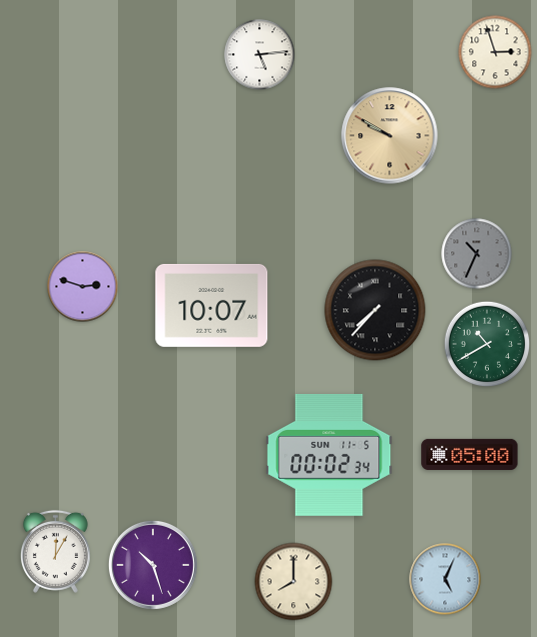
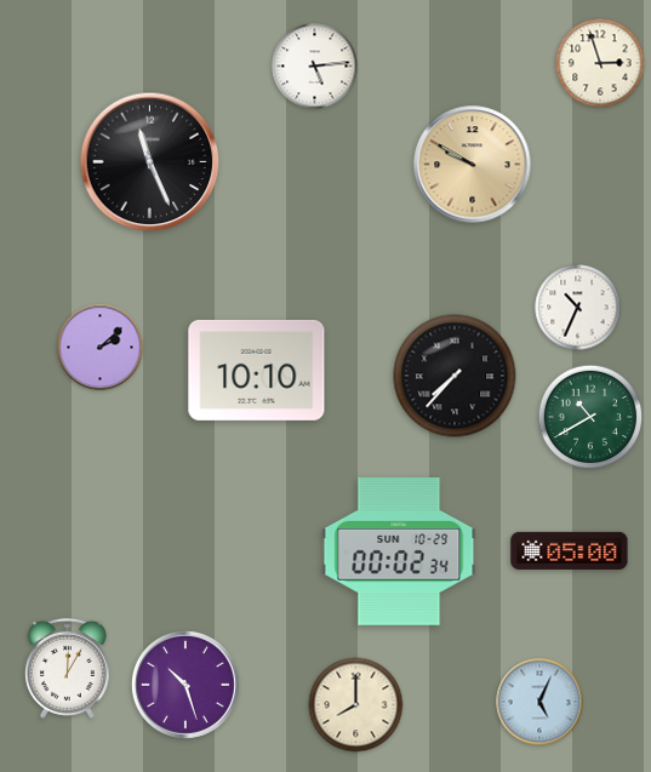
clock at (150, 162): none -> 11:26
clock at (477, 254) dial: grey -> white
clock at (83, 287): 2:48 -> 2:08
clock at (212, 305): 10:07 -> 10:10
clock at (329, 455) date: SUN 11-5 -> SUN 10-29
